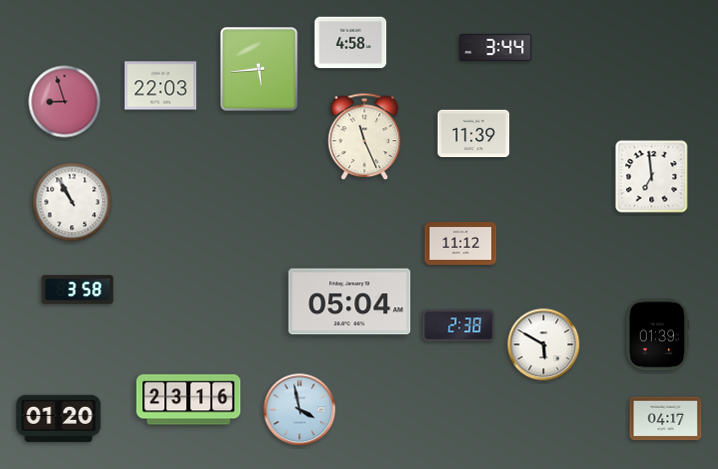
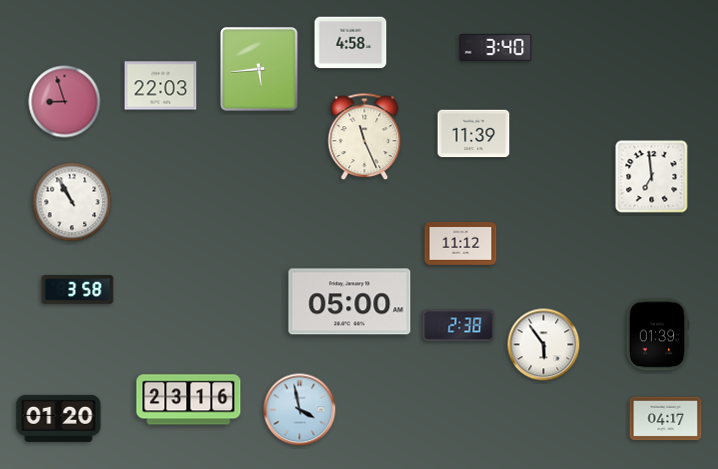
clock at (496, 47): 3:44 -> 3:40
clock at (350, 302): 05:04 -> 05:00
clock at (544, 345): 5:50 -> 5:54
